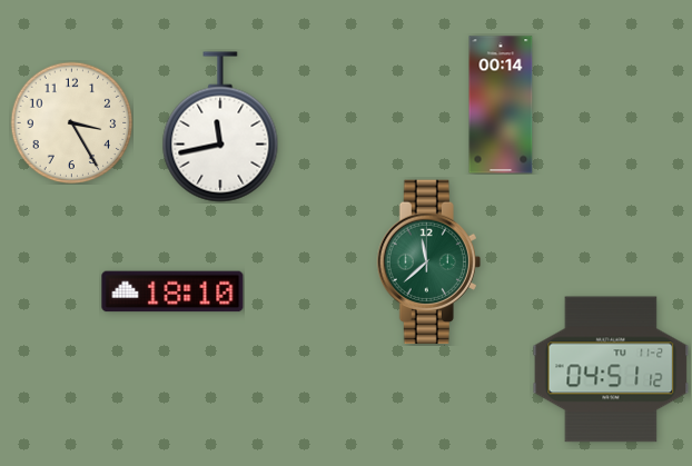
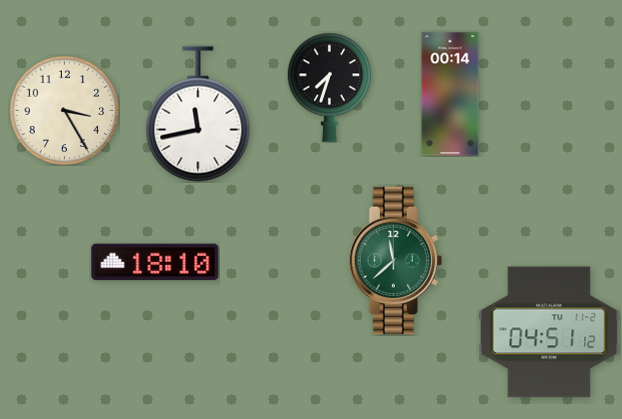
clock at (330, 87): none -> 7:33
clock at (428, 262) position: (428, 262) -> (395, 261)
